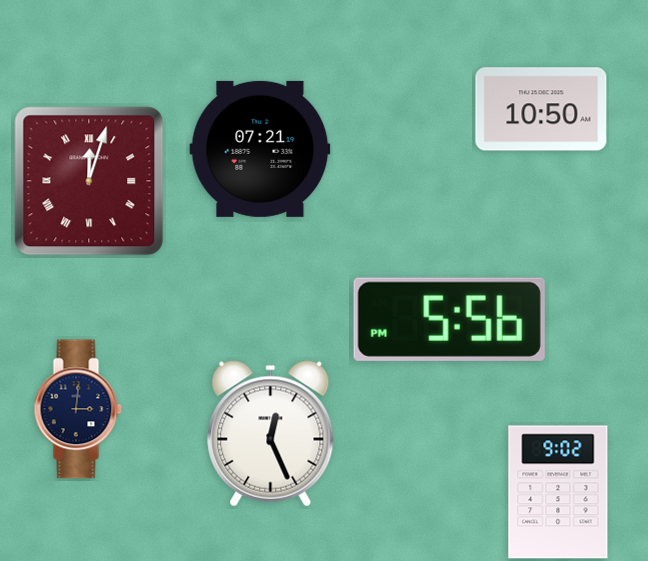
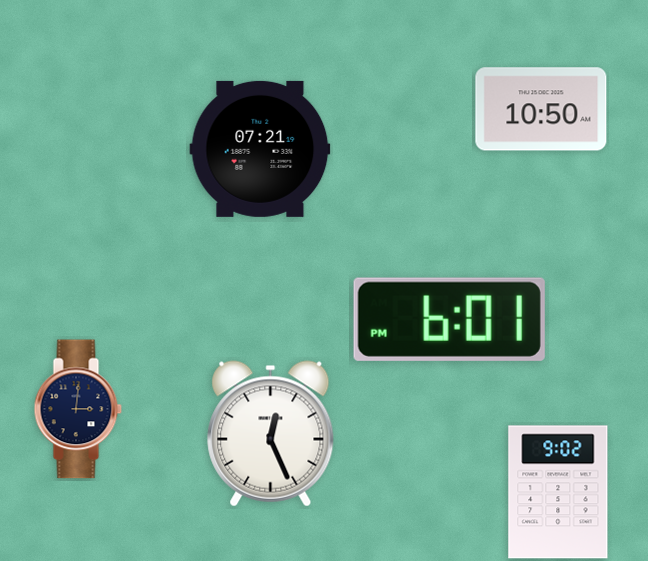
clock at (89, 181): 12:03 -> none
clock at (449, 319): 5:56 -> 6:01
